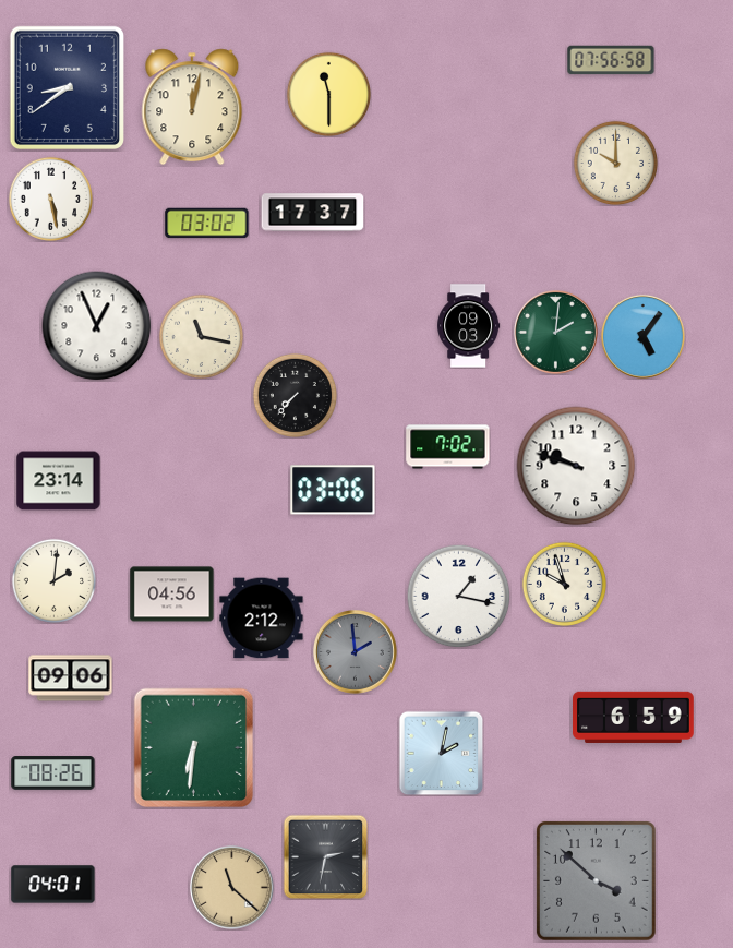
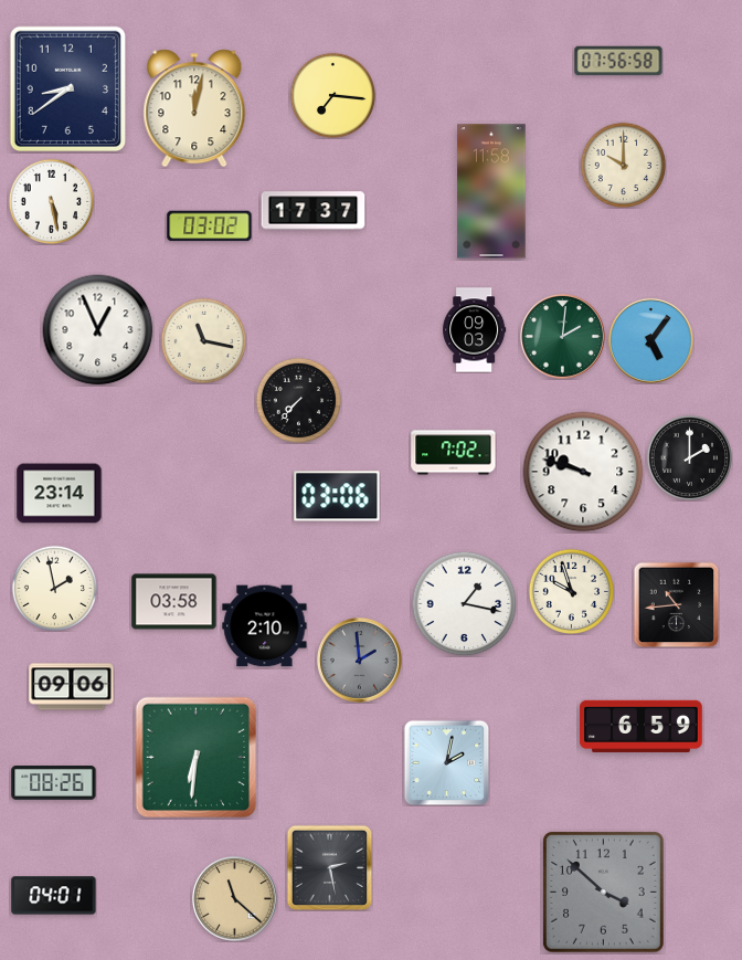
clock at (328, 94): 11:30 -> 7:16
clock at (491, 191): none -> 11:58
clock at (313, 213) position: (313, 213) -> (314, 211)
clock at (689, 457): none -> 2:00
clock at (59, 481) position: (59, 481) -> (60, 494)
clock at (53, 580): 2:01 -> 1:58
clock at (172, 595): 04:56 -> 03:58
clock at (676, 604): none -> 10:44
clock at (262, 619): 2:12 -> 2:10
clock at (325, 856): 2:32 -> 2:28
